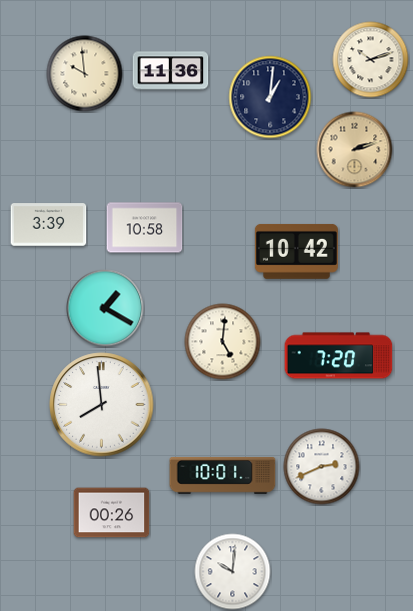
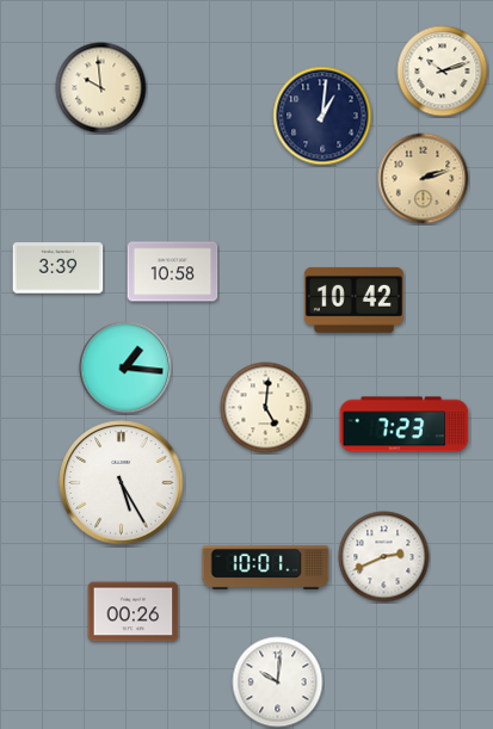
clock at (171, 71): 11:36 -> none
clock at (105, 308): 1:20 -> 1:16
clock at (339, 356): 7:20 -> 7:23
clock at (102, 405): 7:59 -> 5:25
